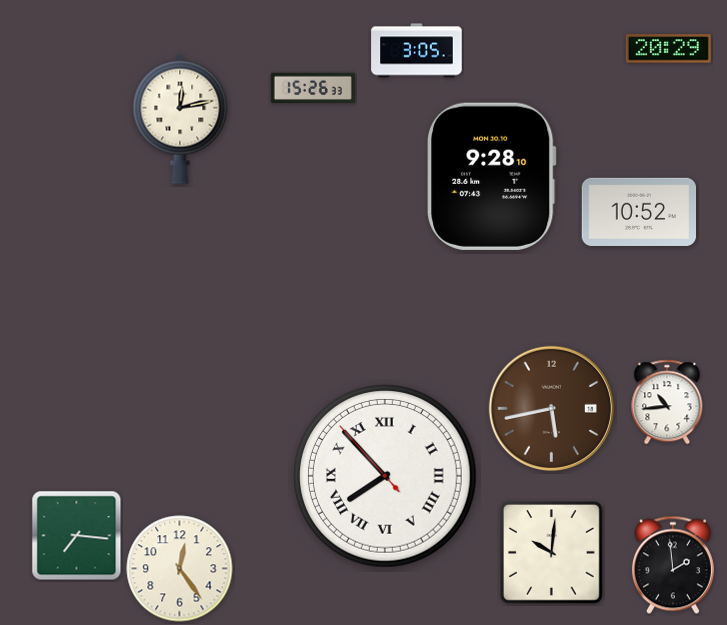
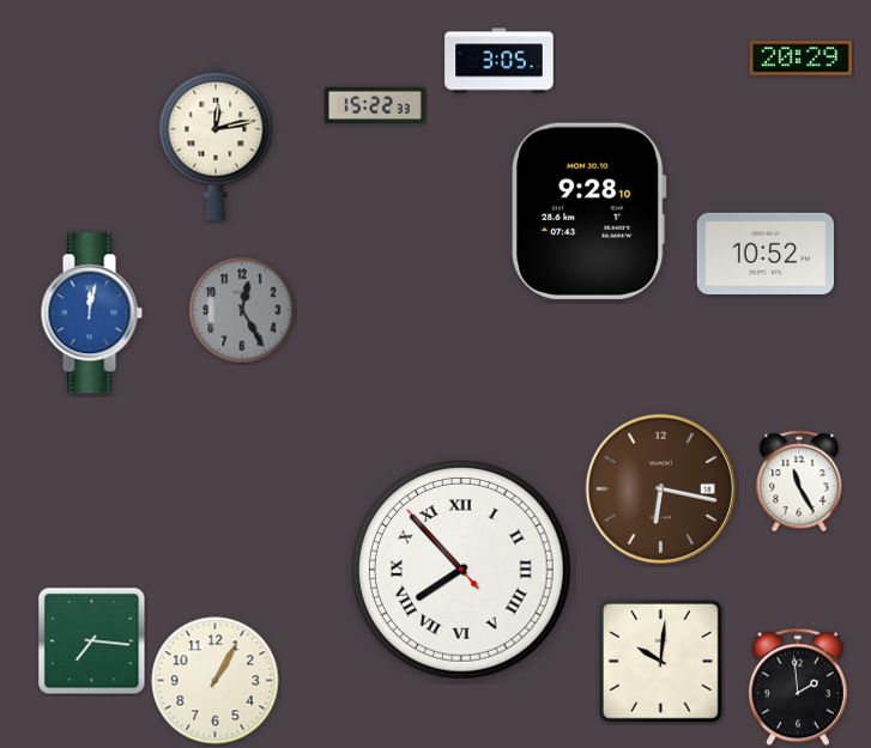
clock at (313, 88): 15:26 -> 15:22
clock at (242, 310): none -> 12:25
clock at (91, 314): none -> 12:02
clock at (667, 402): 10:44 -> 11:25
clock at (551, 408): 5:43 -> 6:17
clock at (673, 565) position: (673, 565) -> (798, 687)
clock at (180, 569): 12:24 -> 1:05
